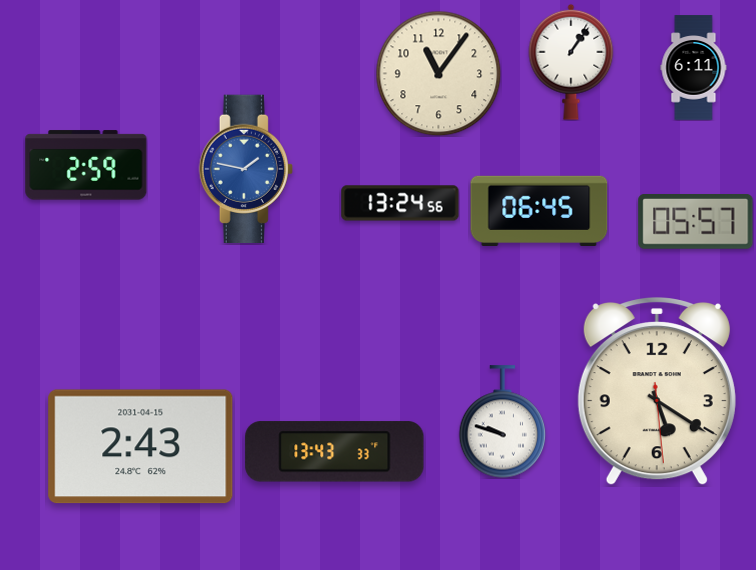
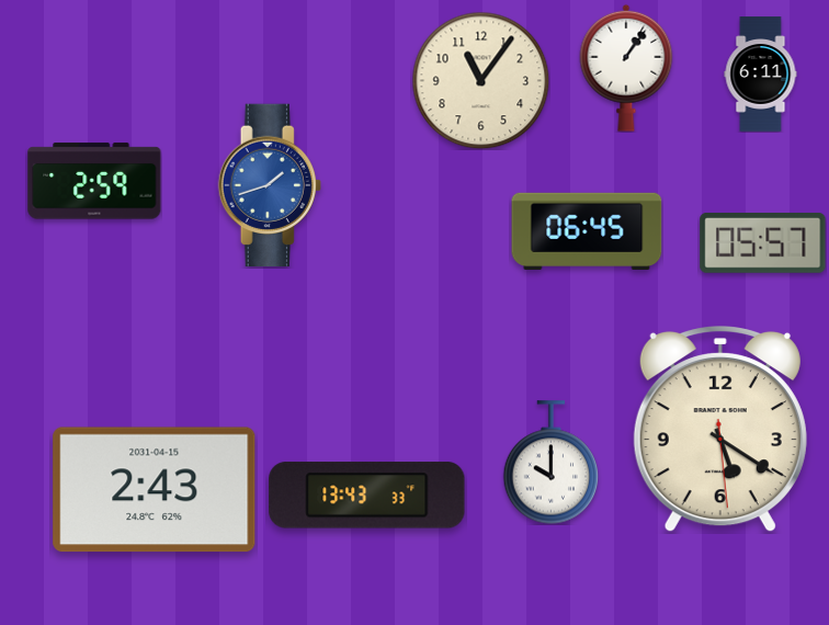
clock at (246, 168): 1:47 -> 1:42
clock at (400, 203): 13:24 -> none
clock at (539, 210) position: (539, 210) -> (587, 230)
clock at (503, 422): 9:48 -> 10:00
